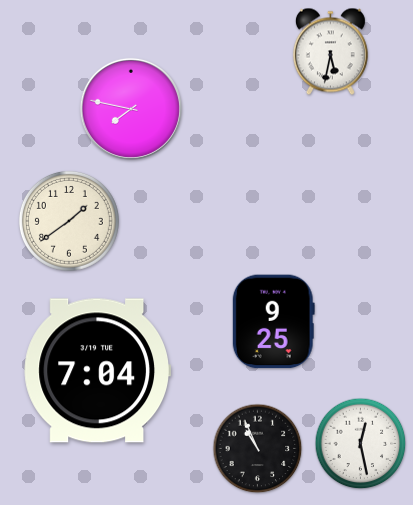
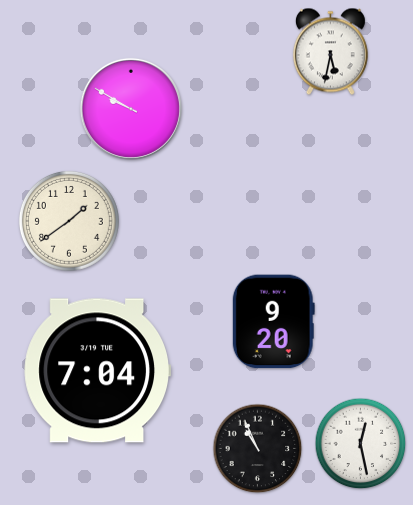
clock at (131, 109): 7:47 -> 9:50
clock at (273, 322): 9:25 -> 9:20
